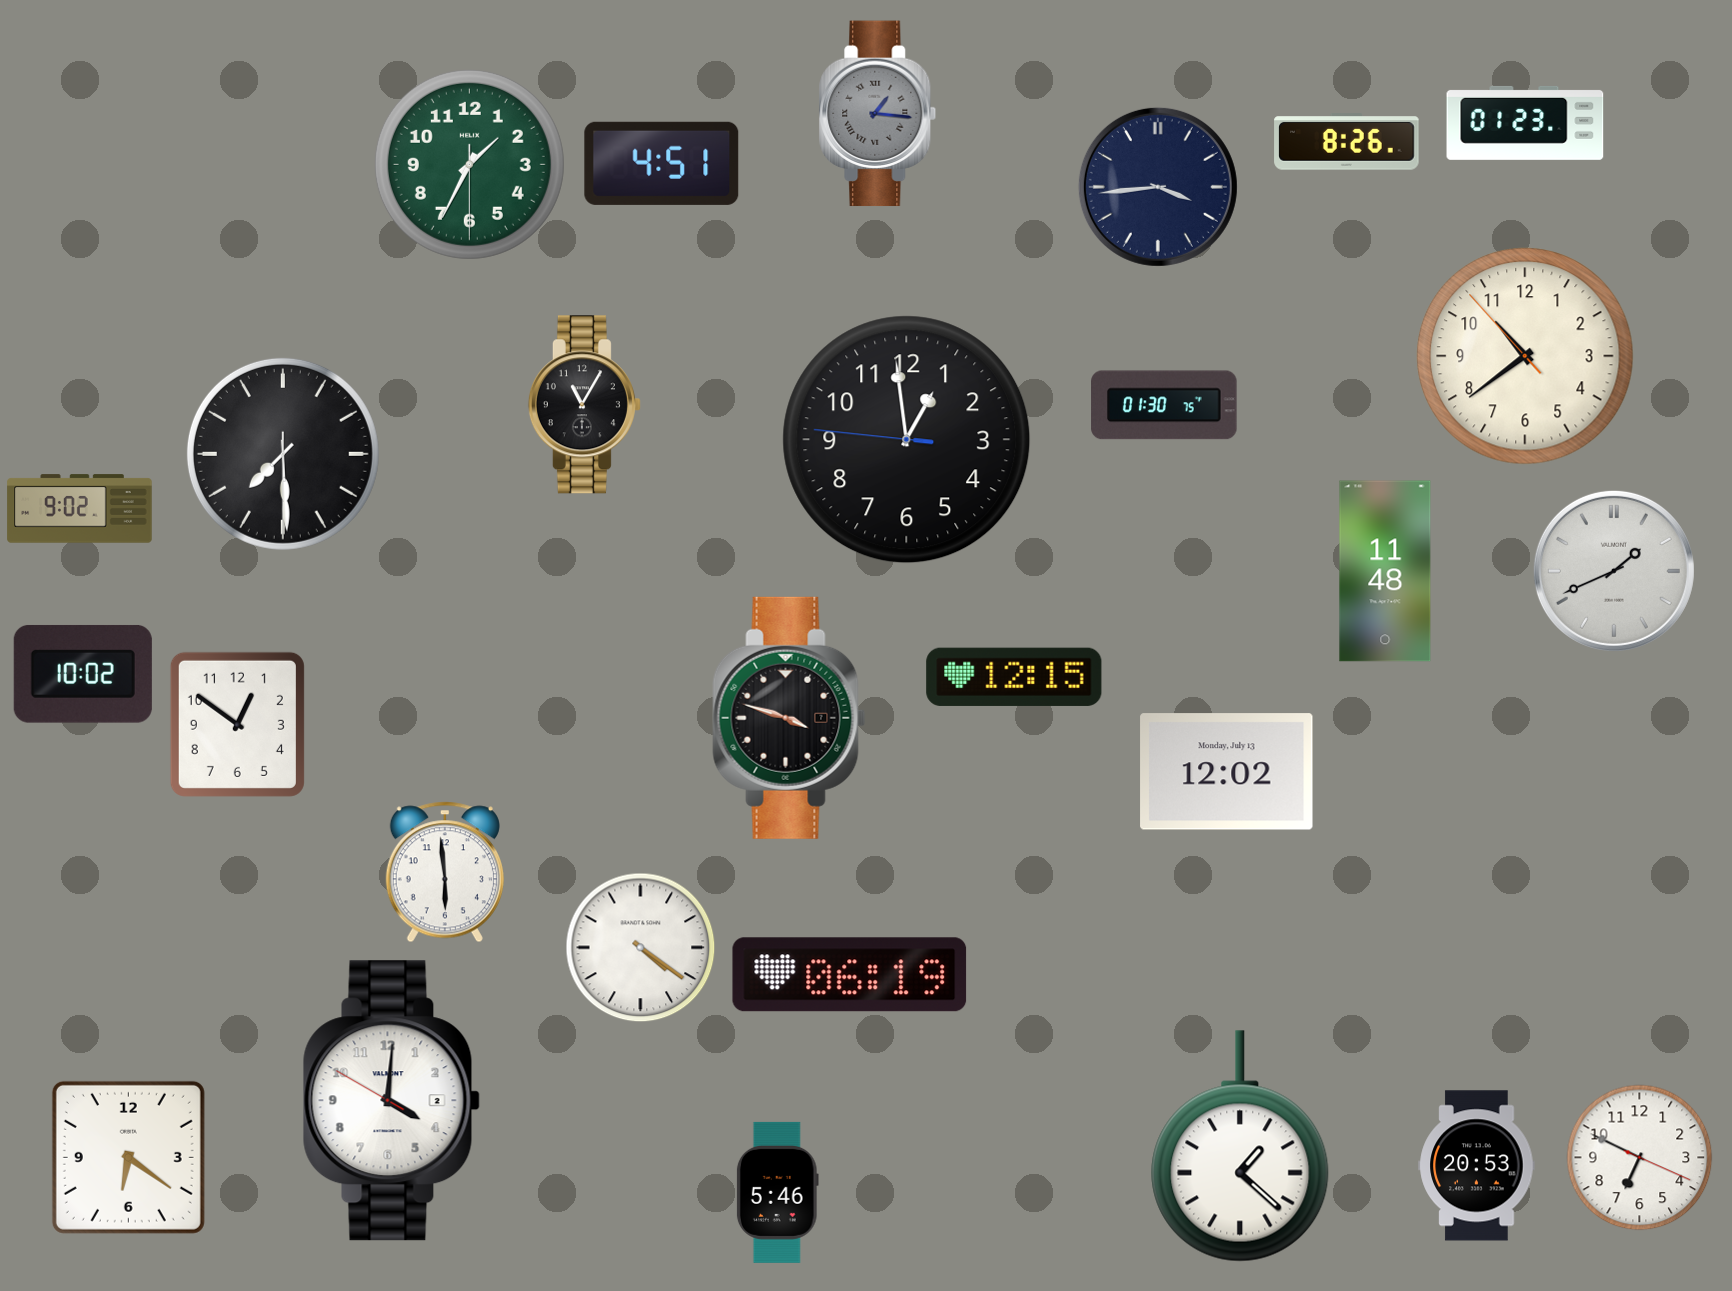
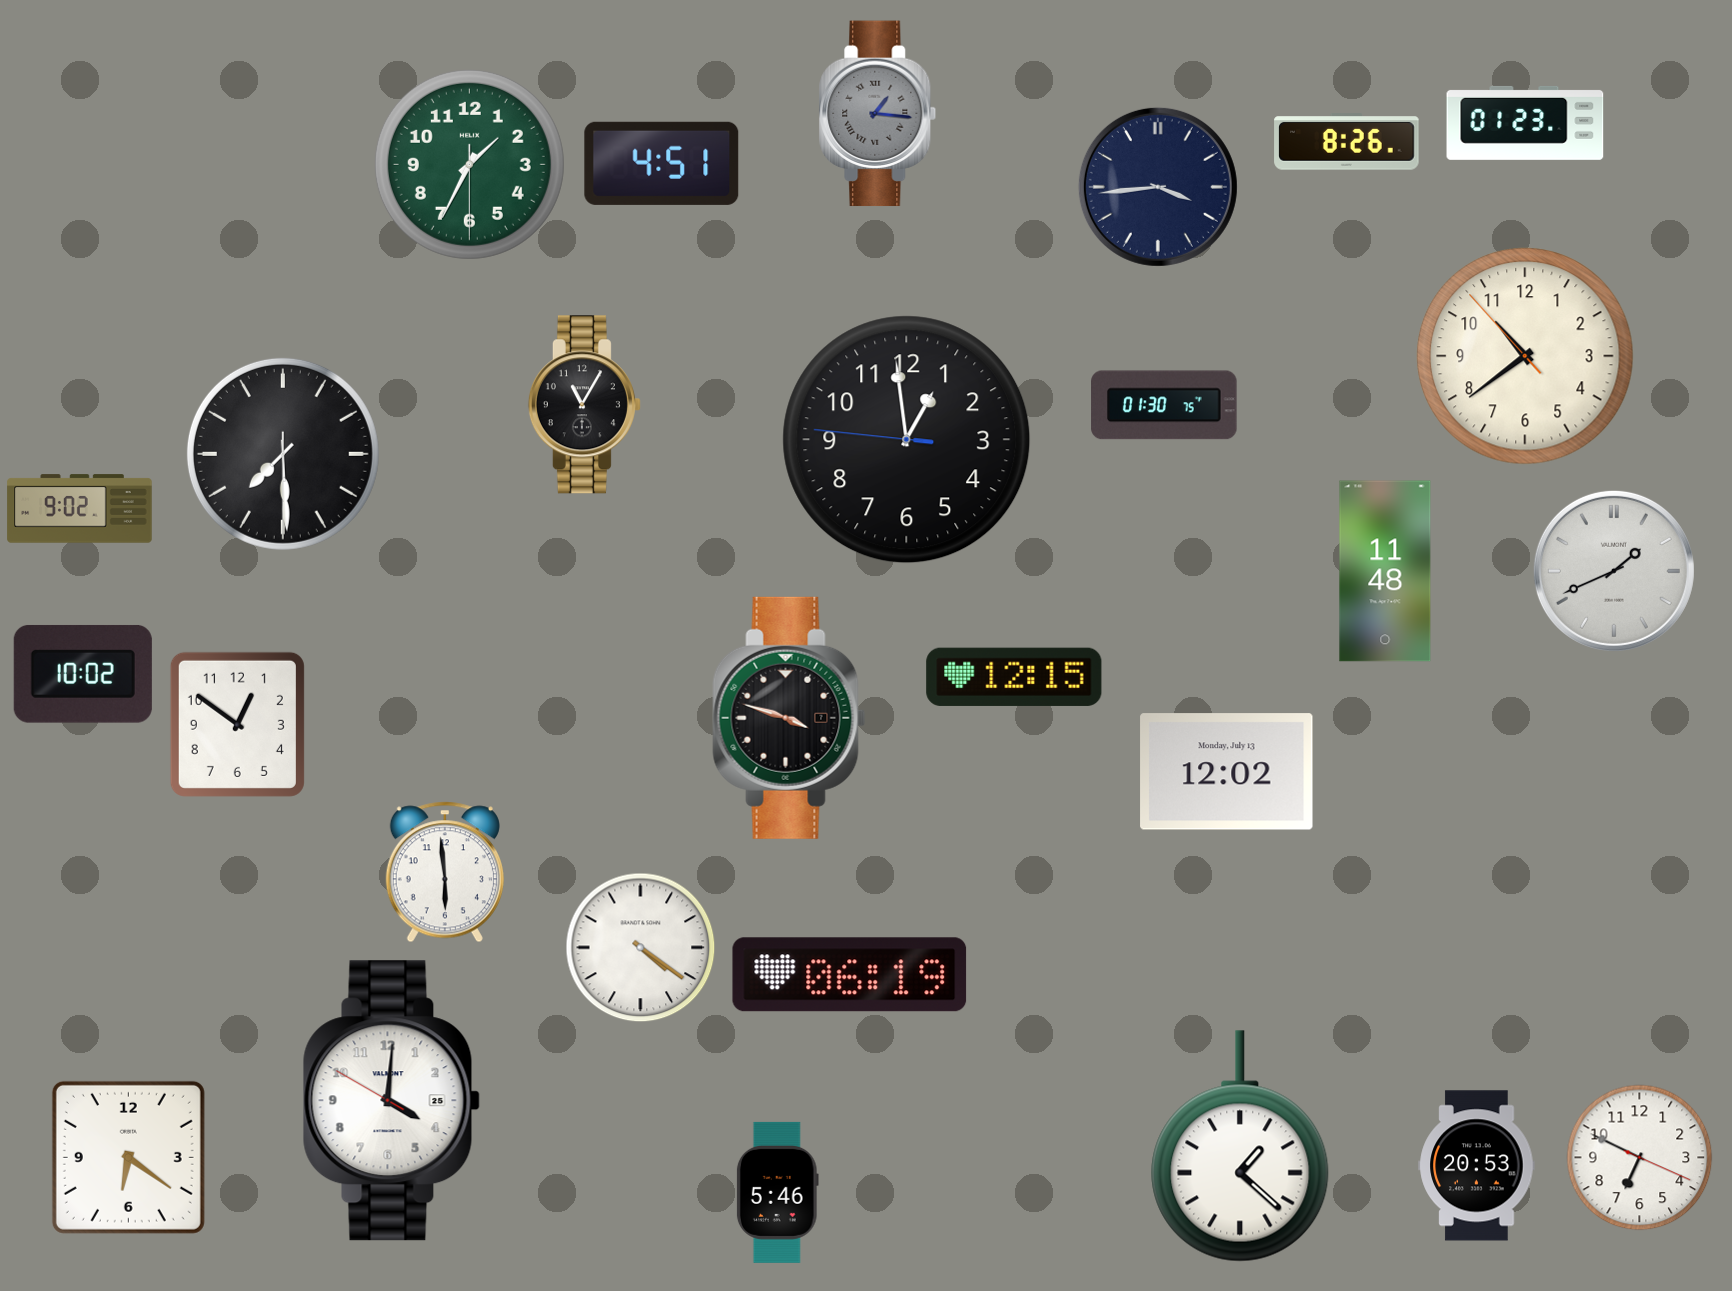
clock at (391, 1101) date: 2 -> 25
